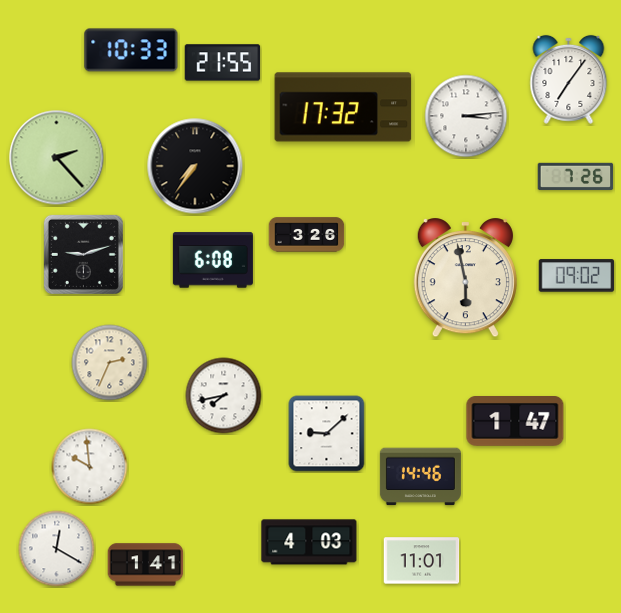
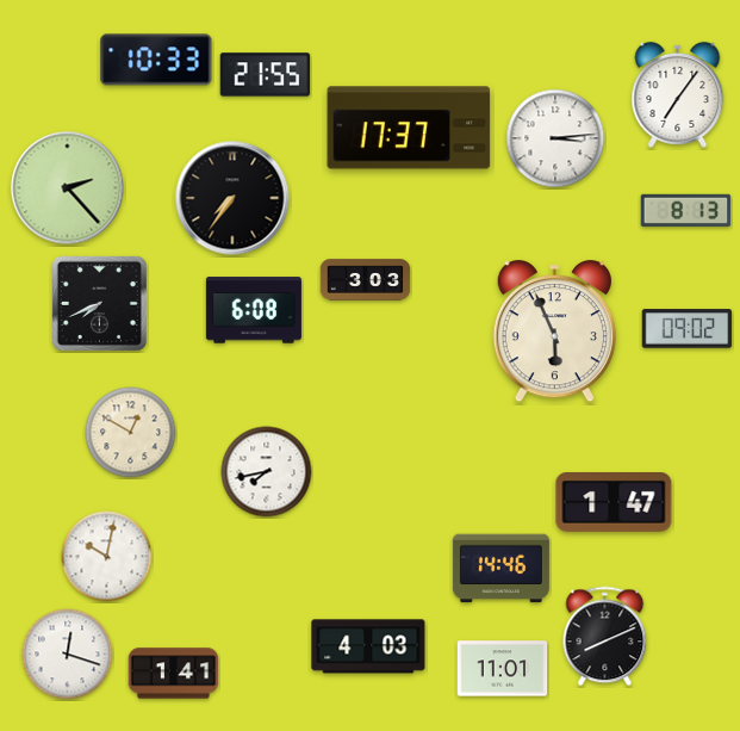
clock at (343, 107): 17:32 -> 17:37
clock at (576, 176): 7:26 -> 8:13
clock at (307, 235): 3:26 -> 3:03
clock at (83, 254): 9:12 -> 7:41
clock at (465, 278): 5:58 -> 5:56
clock at (110, 363): 2:34 -> 12:50
clock at (327, 434): 9:08 -> none
clock at (90, 467): 9:59 -> 10:02
clock at (605, 637): none -> 8:11
clock at (57, 549): 12:20 -> 12:18
